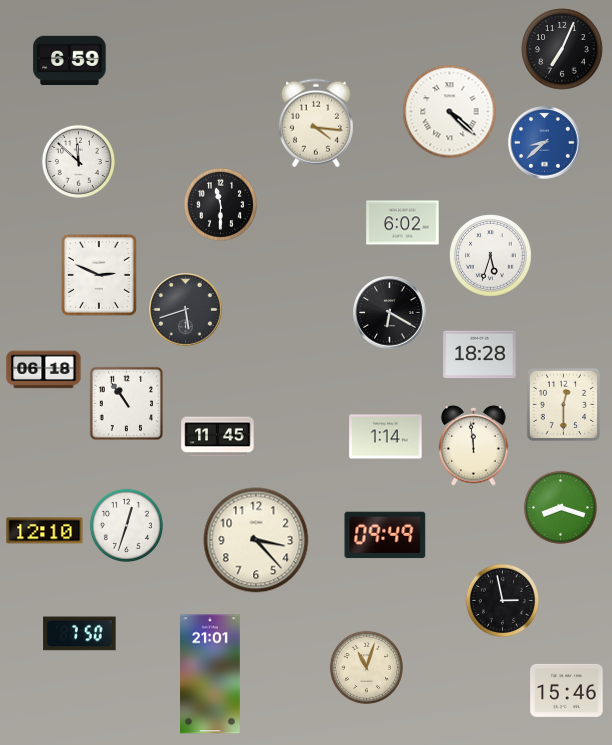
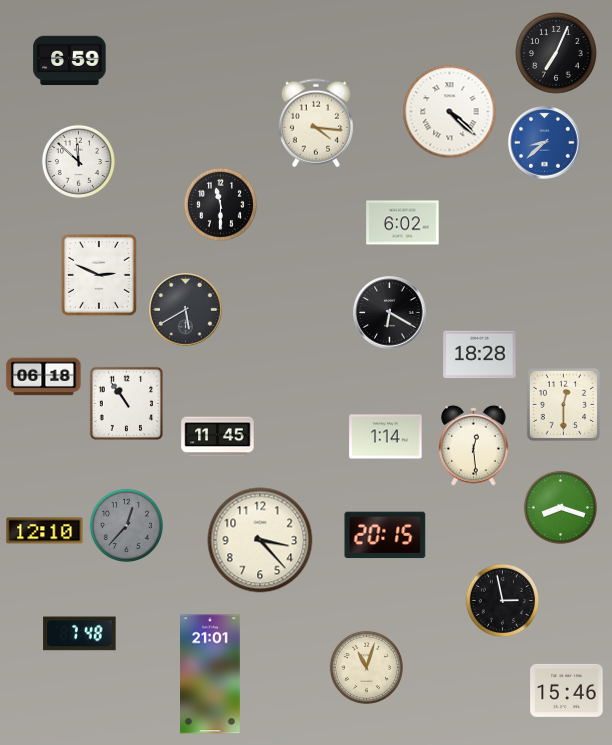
clock at (562, 49) position: (562, 49) -> (556, 53)
clock at (491, 256): 5:33 -> none
clock at (186, 310): 5:42 -> 5:40
clock at (44, 370) position: (44, 370) -> (44, 377)
clock at (474, 445): 11:59 -> 12:29
clock at (126, 525): 12:33 -> 12:37
clock at (126, 525) dial: white -> grey
clock at (385, 535): 09:49 -> 20:15
clock at (256, 540) position: (256, 540) -> (260, 540)
clock at (80, 634): 7:50 -> 7:48
